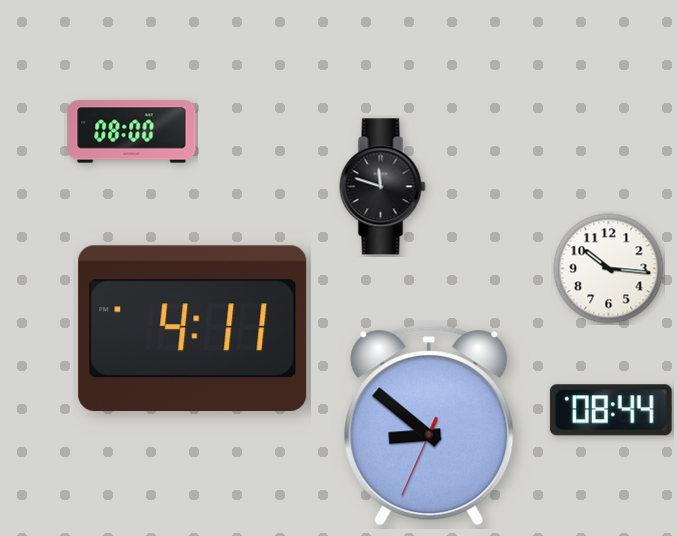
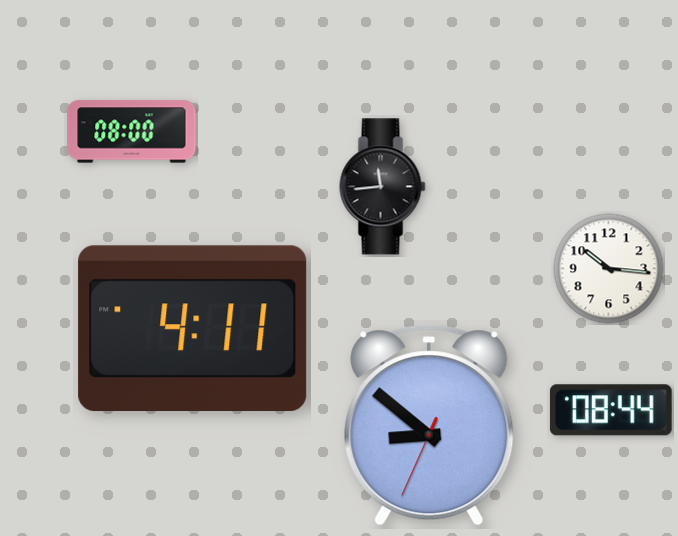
clock at (383, 187): 11:48 -> 11:44
